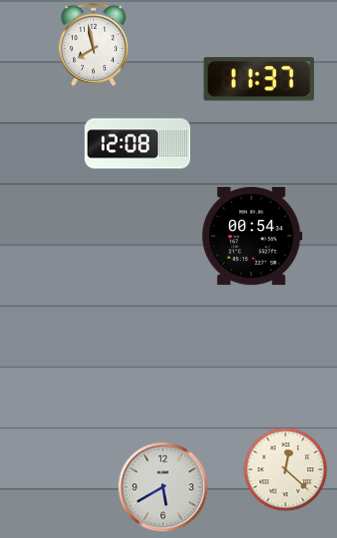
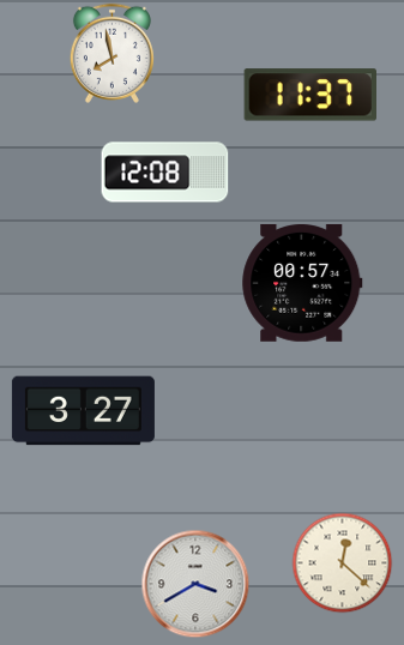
clock at (252, 236): 00:54 -> 00:57
clock at (83, 411): none -> 3:27
clock at (163, 487): 5:40 -> 3:40
